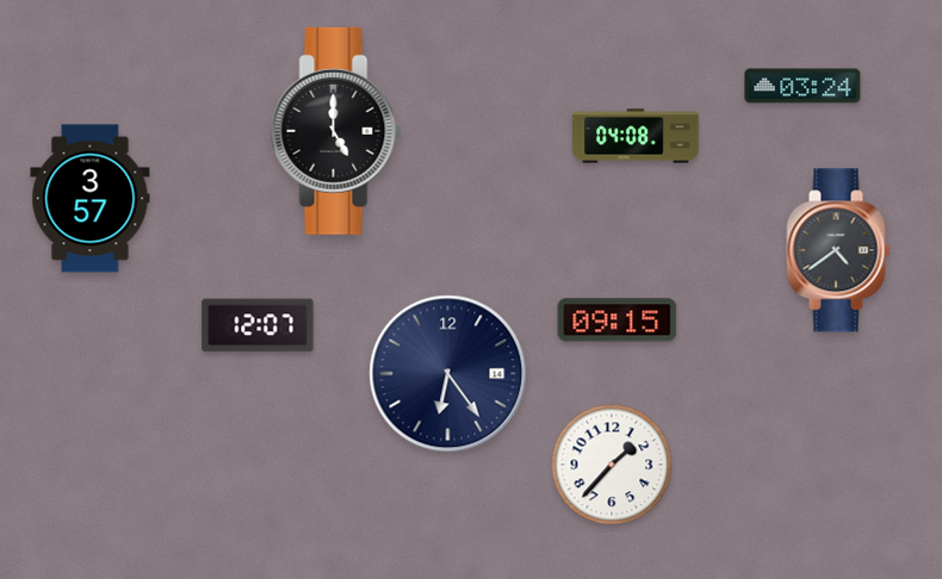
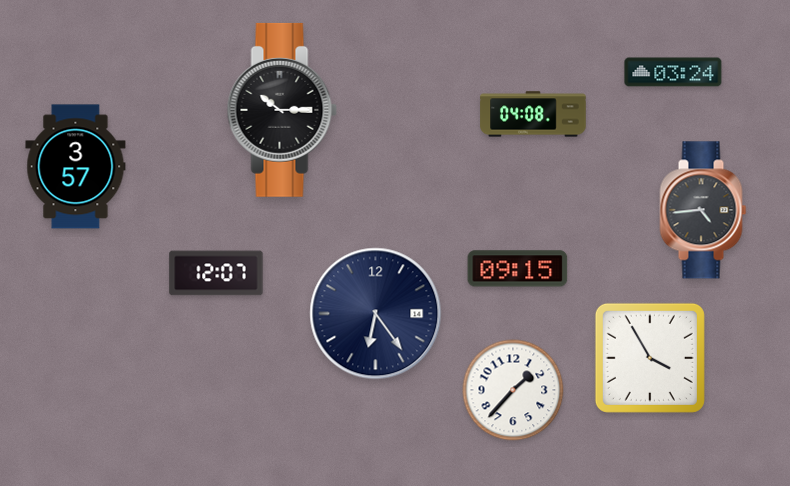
clock at (336, 131): 5:00 -> 10:15
clock at (838, 250): 4:39 -> 4:44
clock at (650, 358): none -> 3:55
